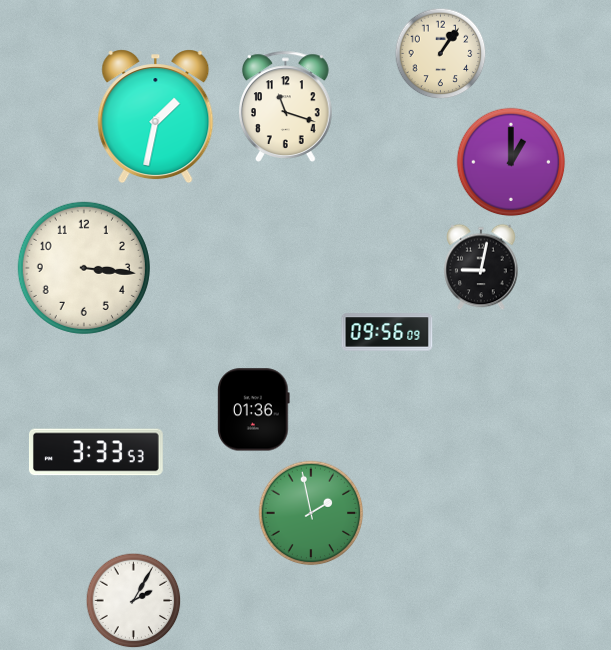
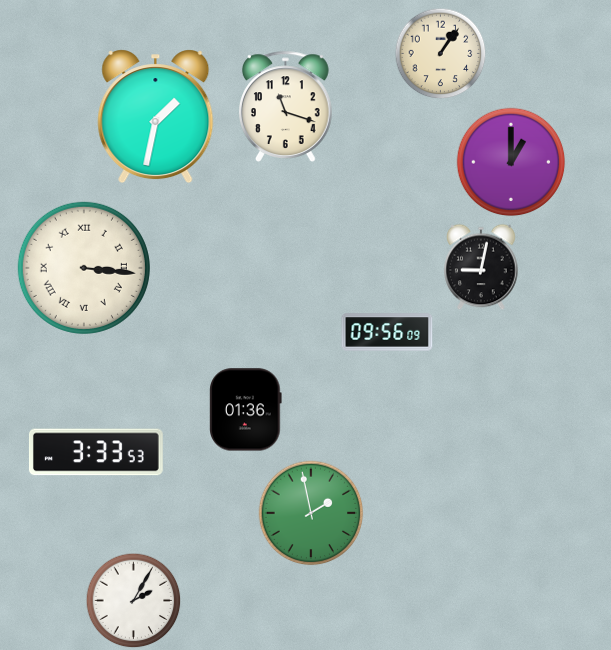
clock at (84, 268) numerals: Arabic -> Roman
clock at (254, 410) position: (254, 410) -> (246, 410)
